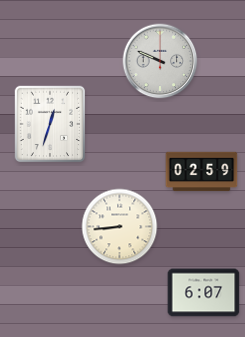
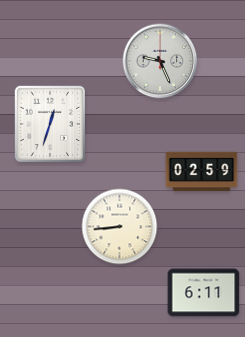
clock at (160, 61): 9:49 -> 9:26
clock at (204, 293): 6:07 -> 6:11
